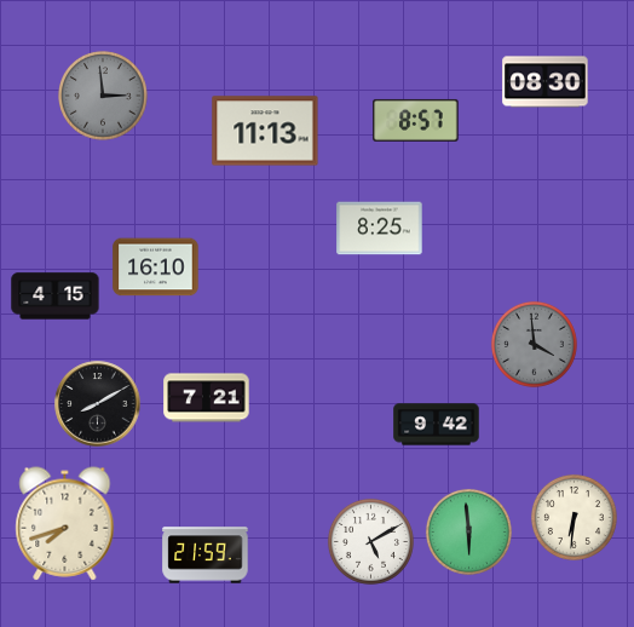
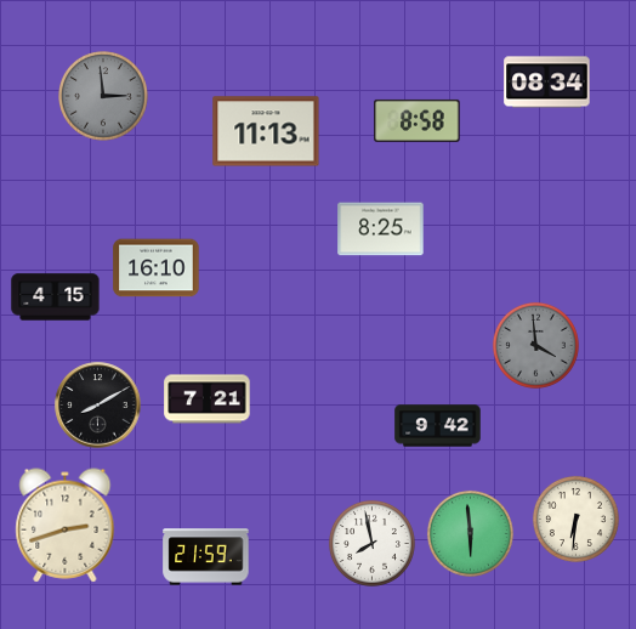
clock at (546, 82): 08:30 -> 08:34
clock at (416, 120): 8:57 -> 8:58
clock at (65, 524): 7:42 -> 2:42
clock at (370, 541): 5:10 -> 7:58
